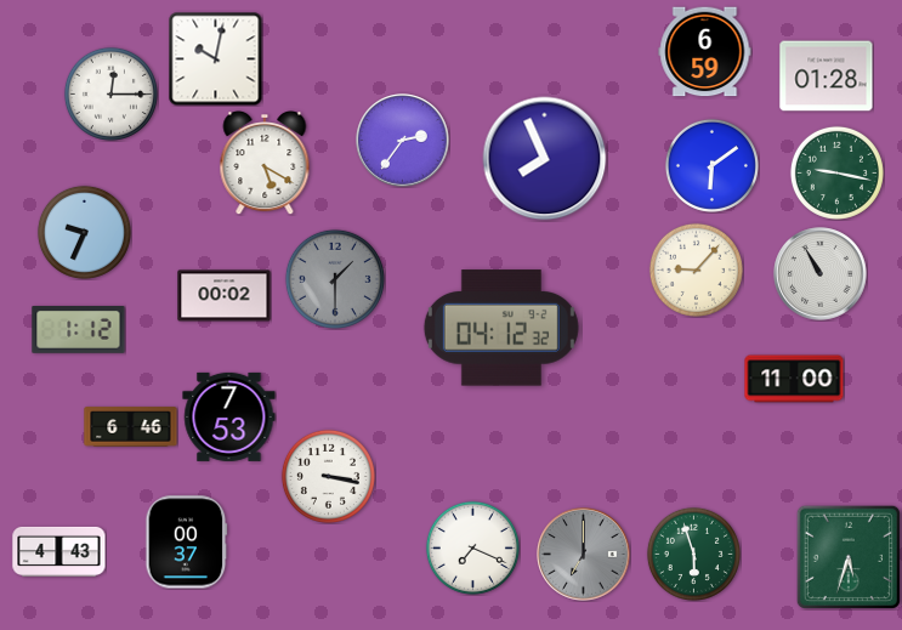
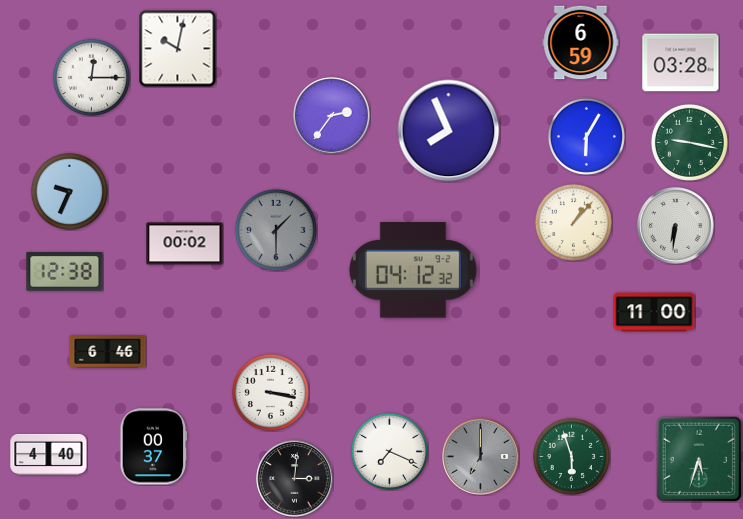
clock at (827, 76): 01:28 -> 03:28
clock at (265, 164): 5:20 -> none
clock at (711, 165): 6:09 -> 6:05
clock at (696, 269): 9:07 -> 1:07
clock at (821, 274): 10:55 -> 6:31
clock at (79, 330): 1:12 -> 12:38
clock at (229, 416): 7:53 -> none
clock at (59, 551): 4:43 -> 4:40
clock at (295, 479): none -> 3:01
